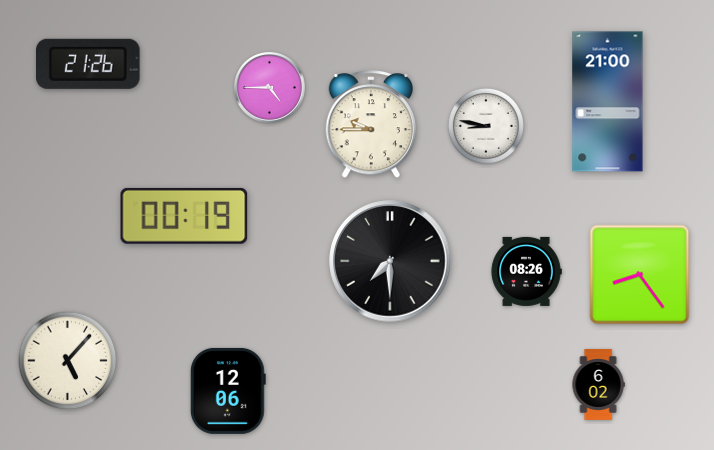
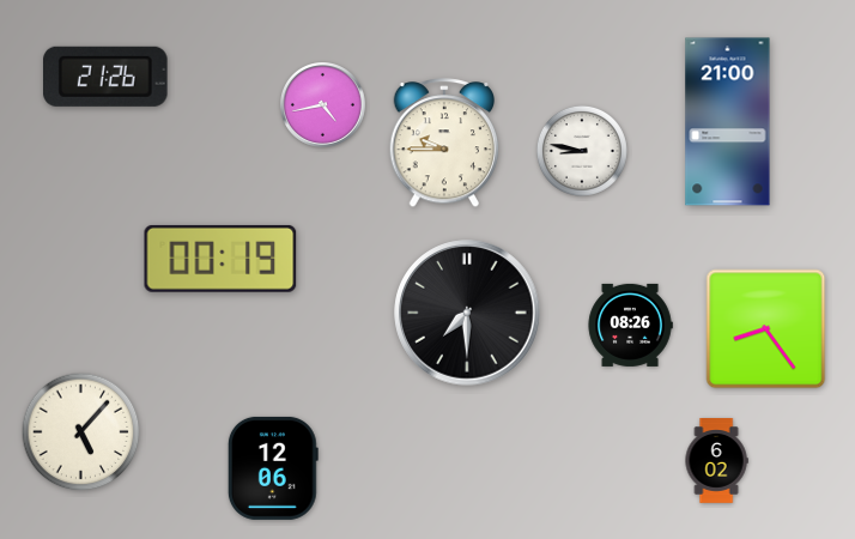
clock at (270, 88): 4:45 -> 4:43
clock at (371, 125) position: (371, 125) -> (444, 144)
